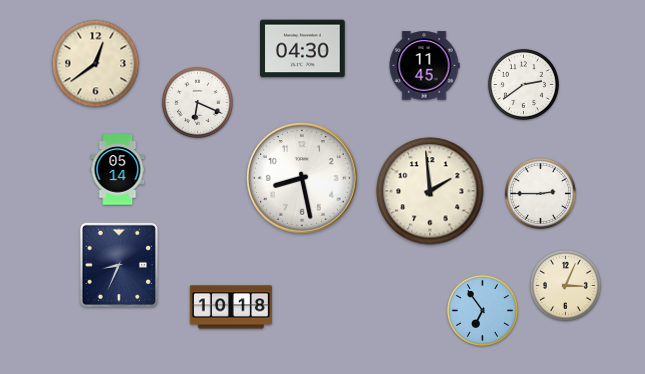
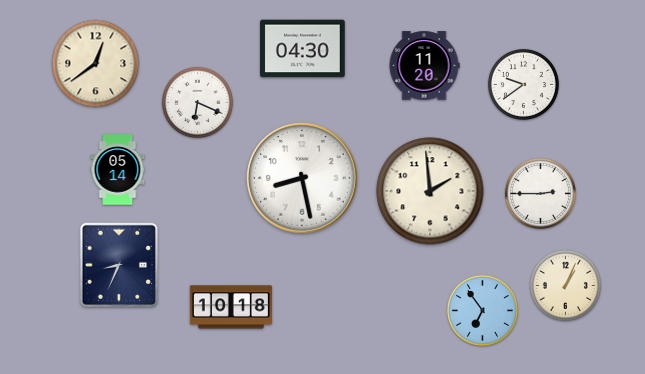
clock at (424, 66): 11:45 -> 11:20
clock at (523, 84): 2:39 -> 9:39
clock at (565, 285): 3:04 -> 1:04
